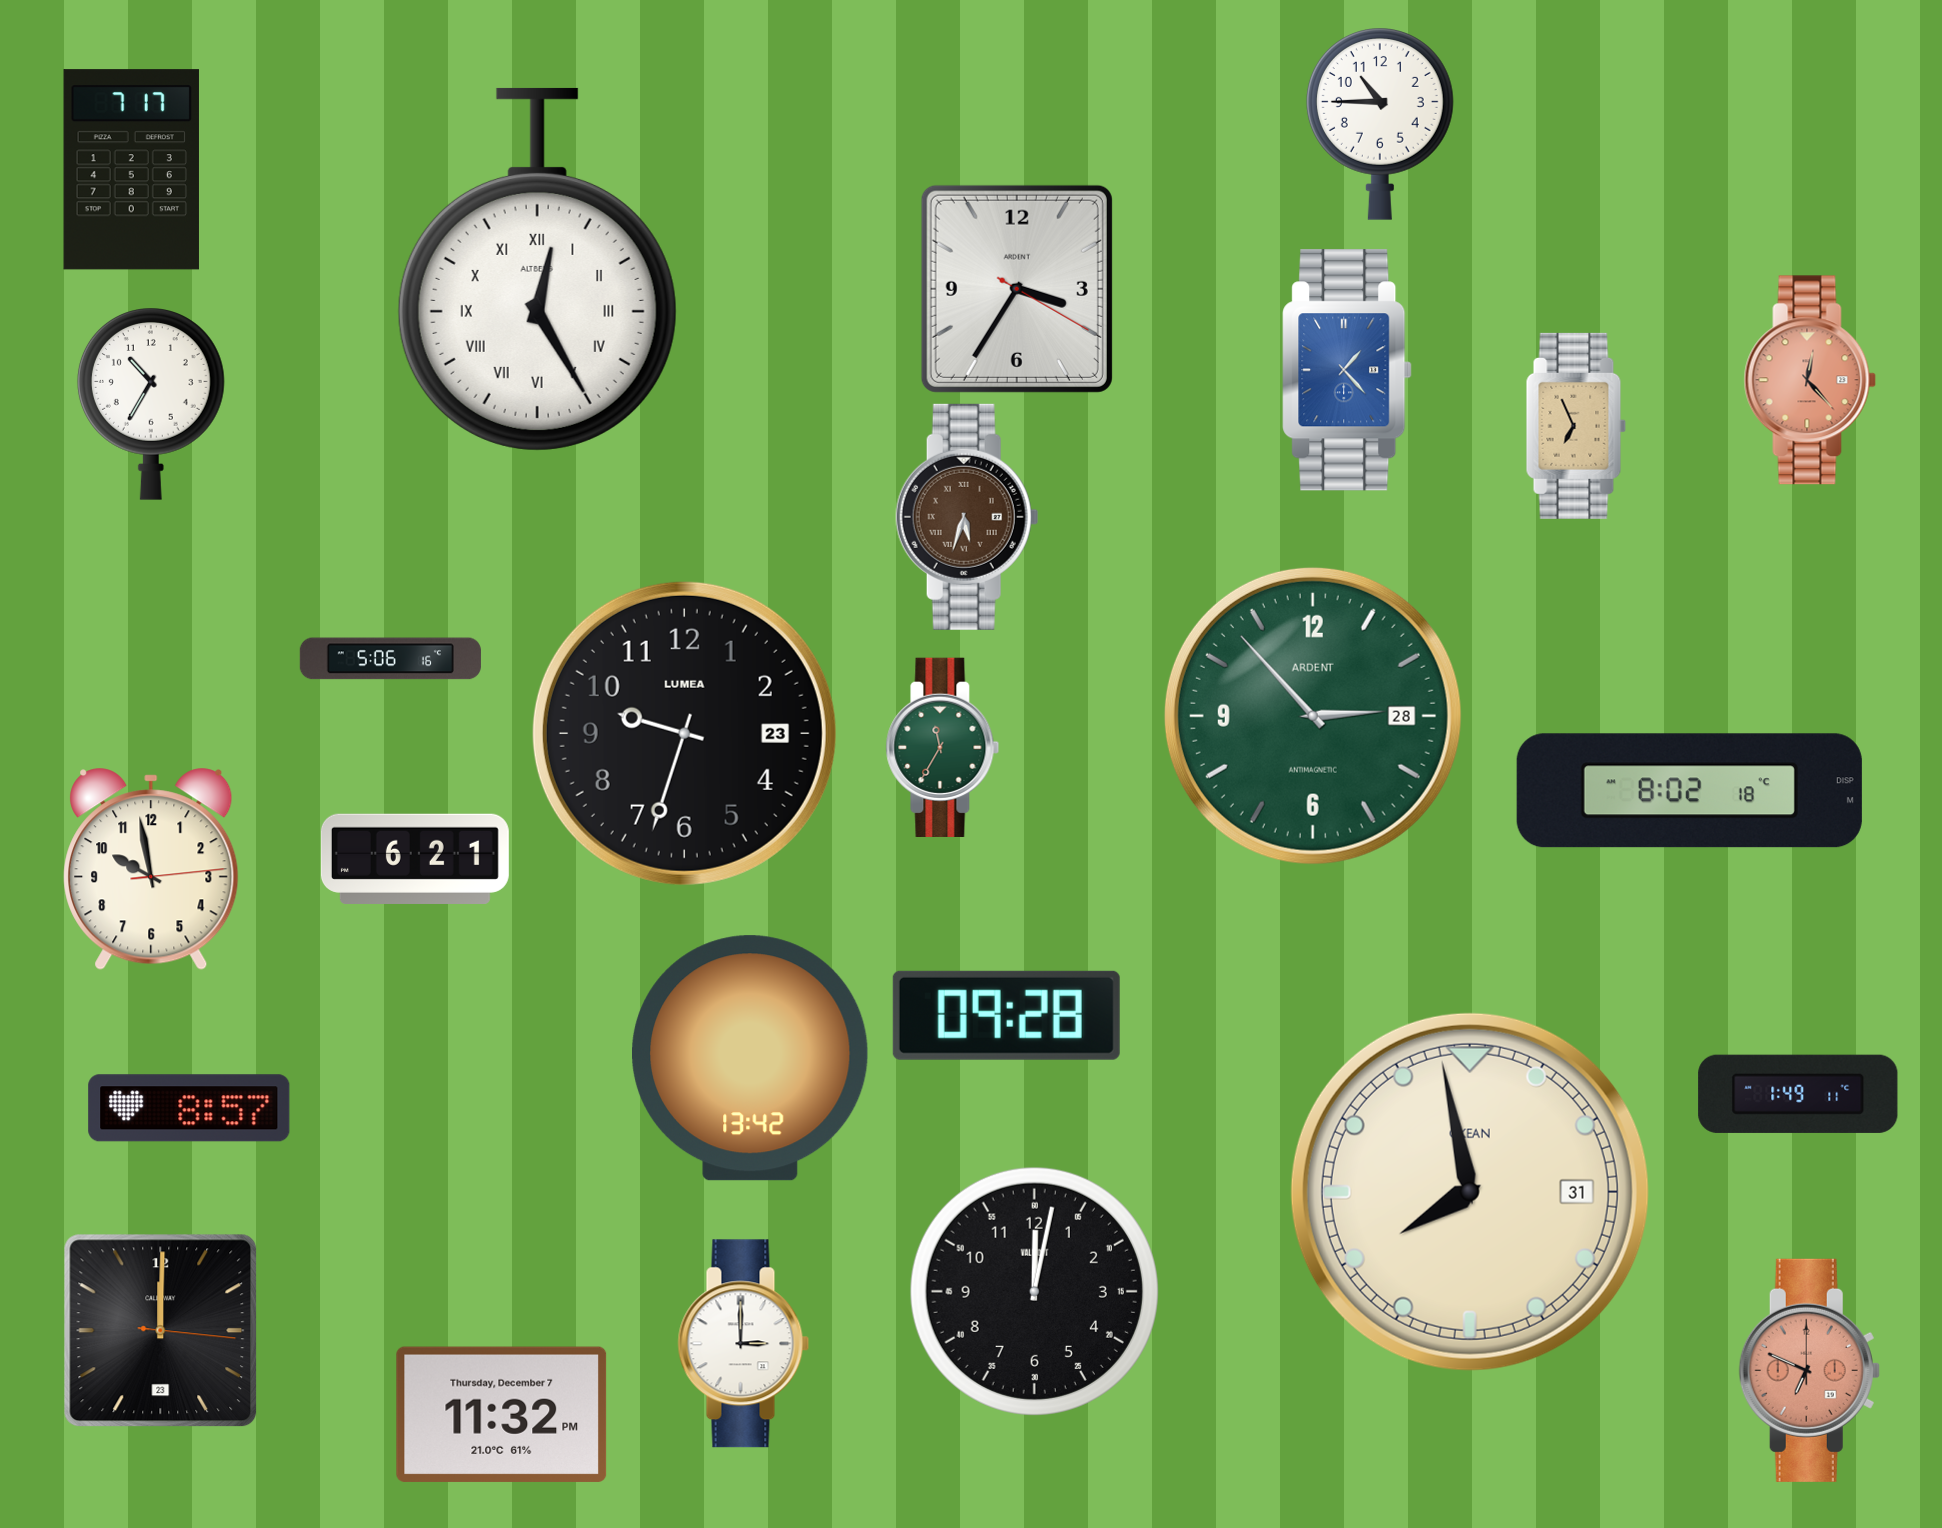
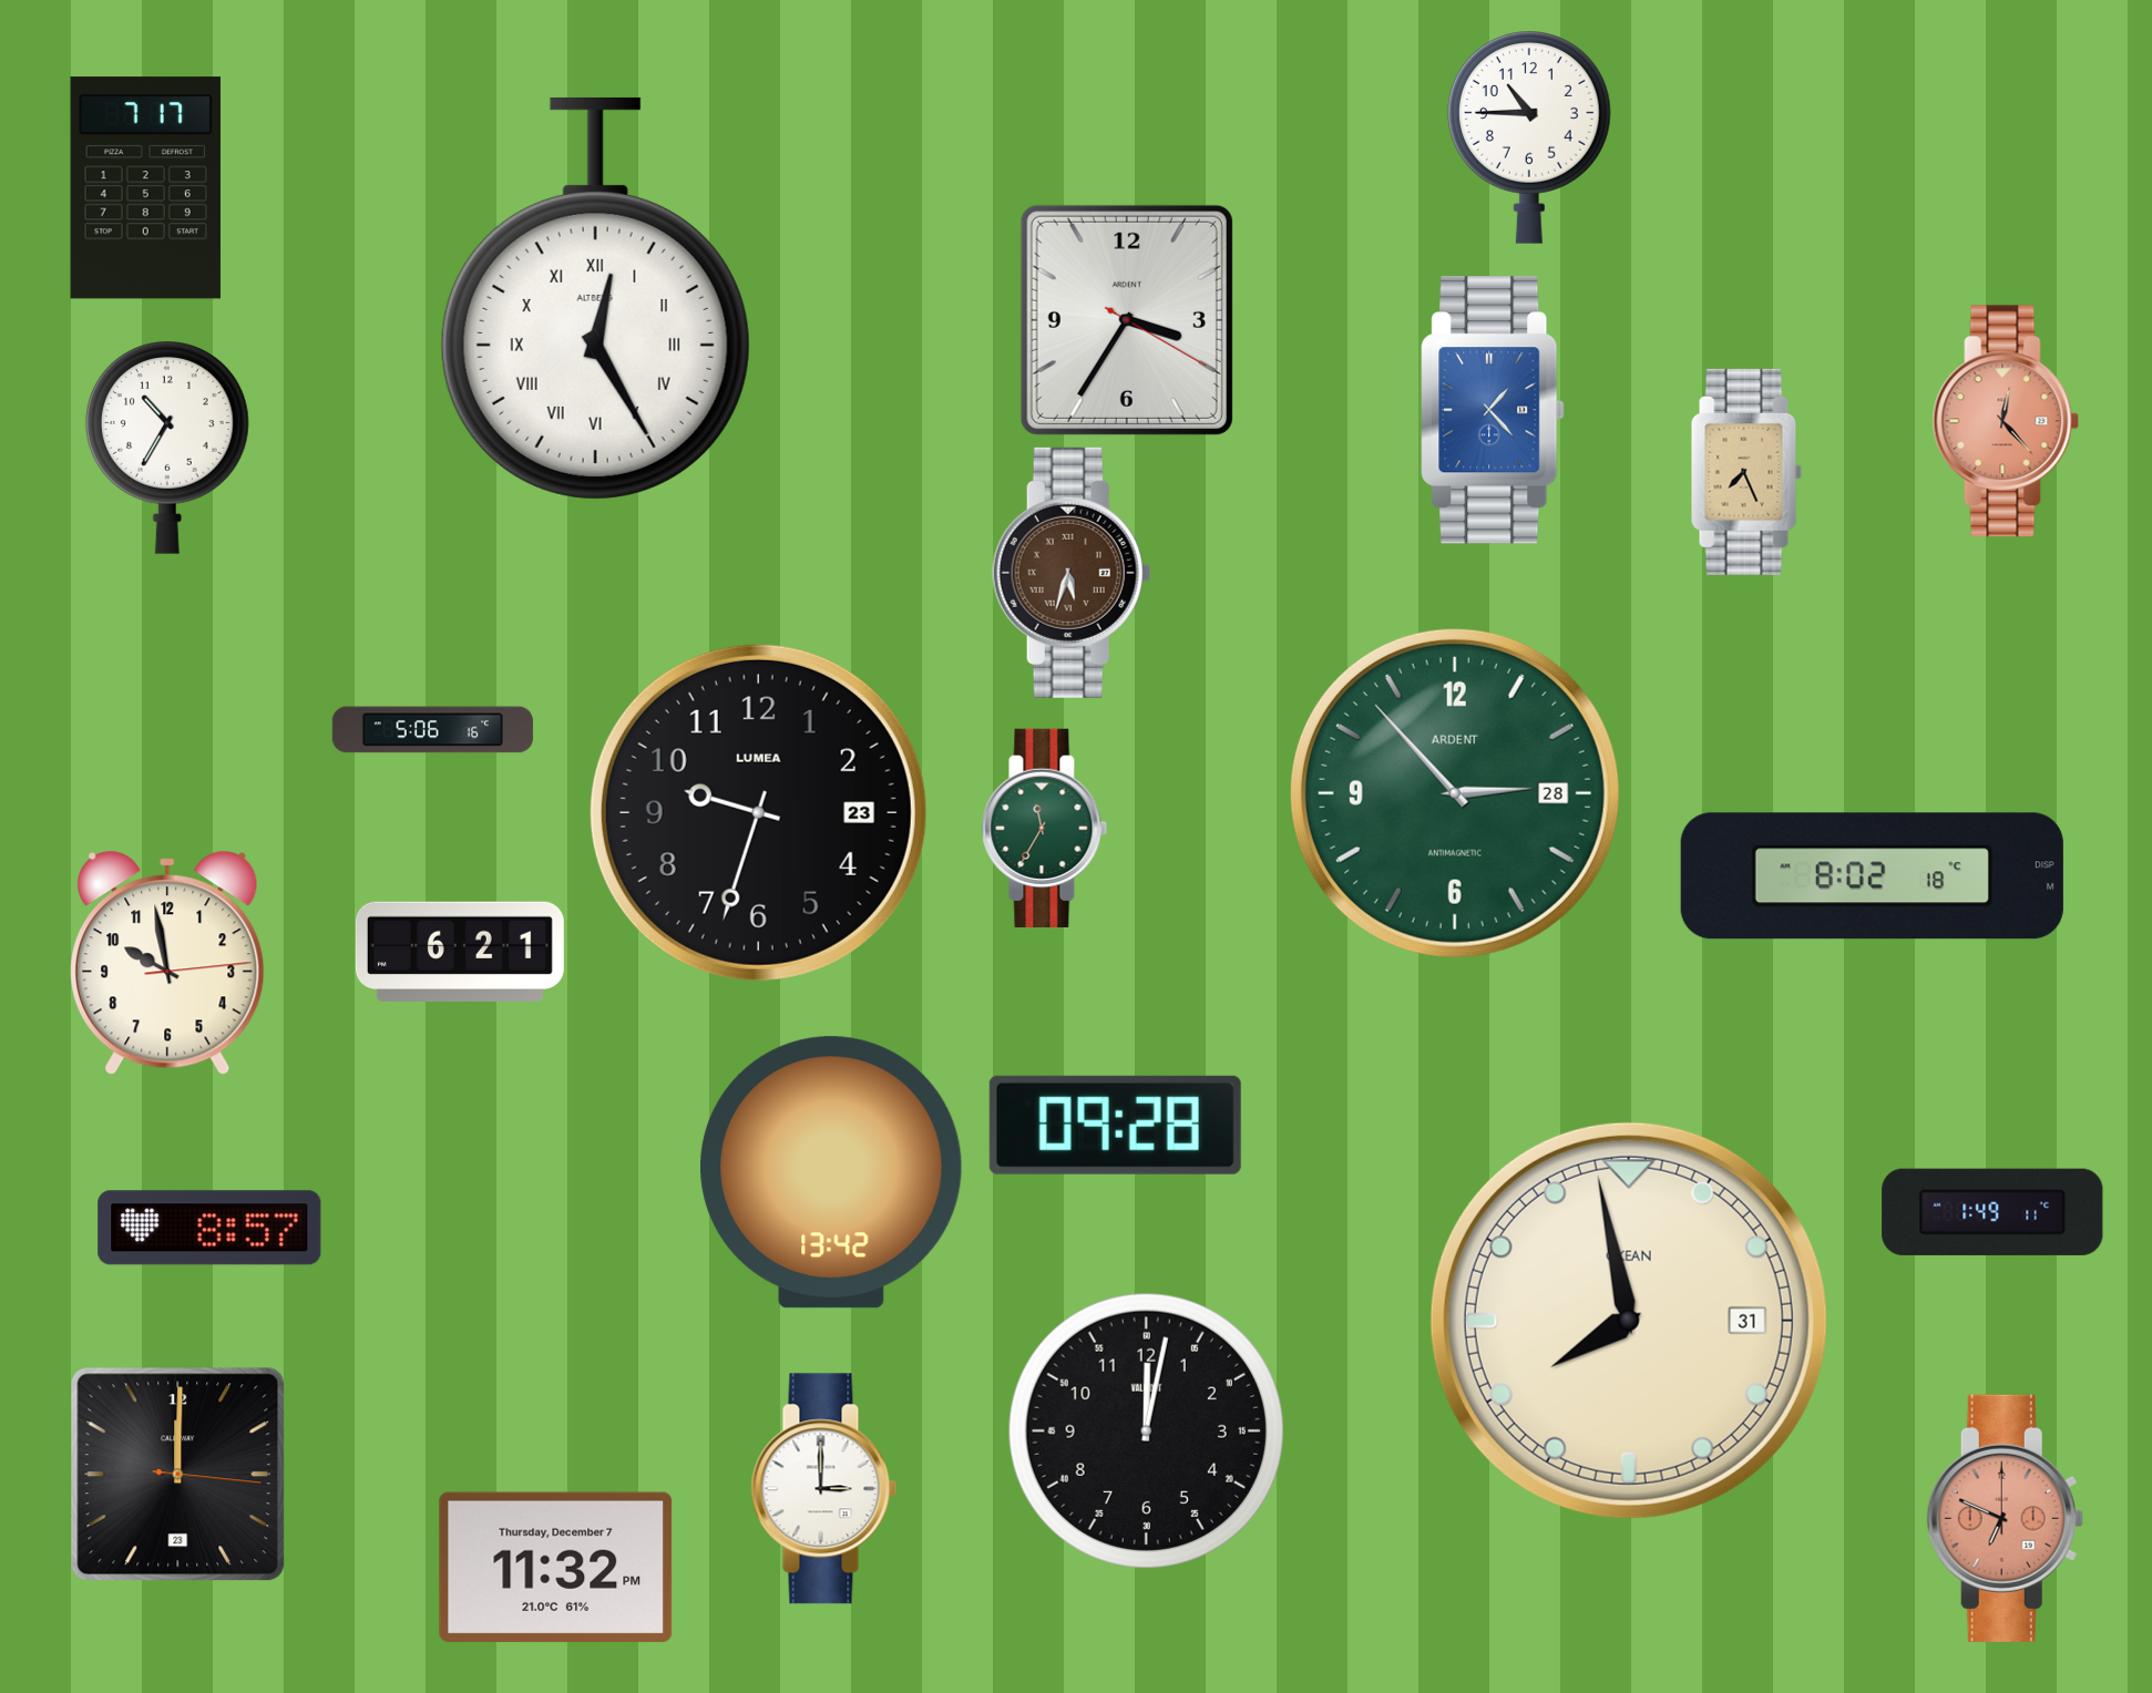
clock at (1576, 426): 6:56 -> 7:26
